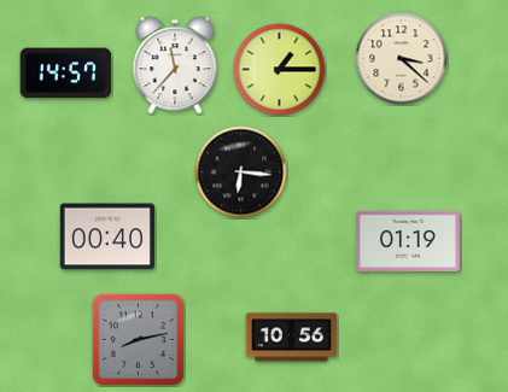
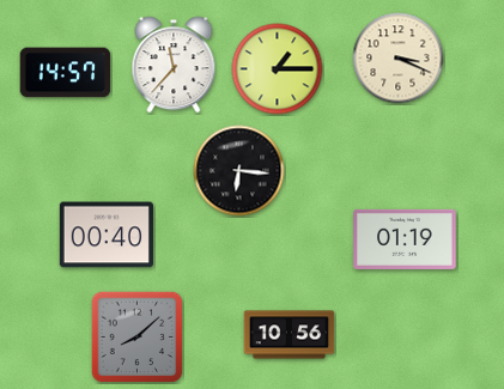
clock at (402, 59): 3:22 -> 3:19
clock at (138, 339): 8:13 -> 8:08
